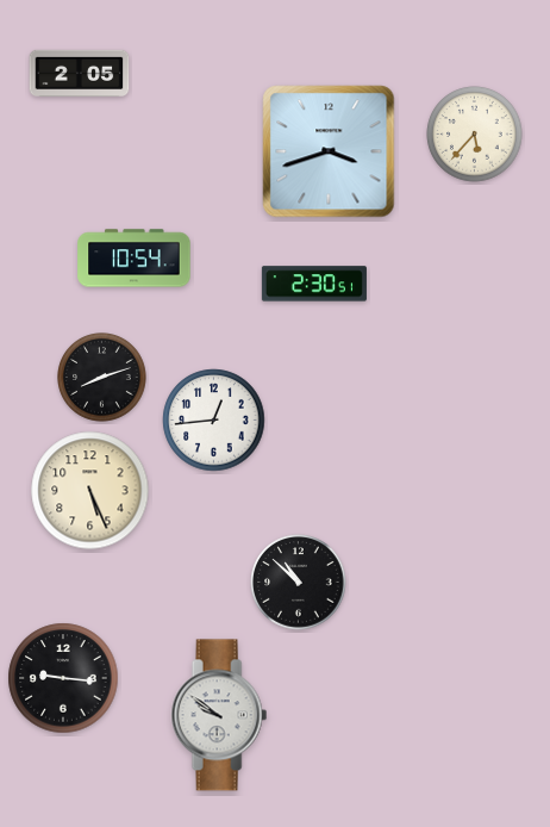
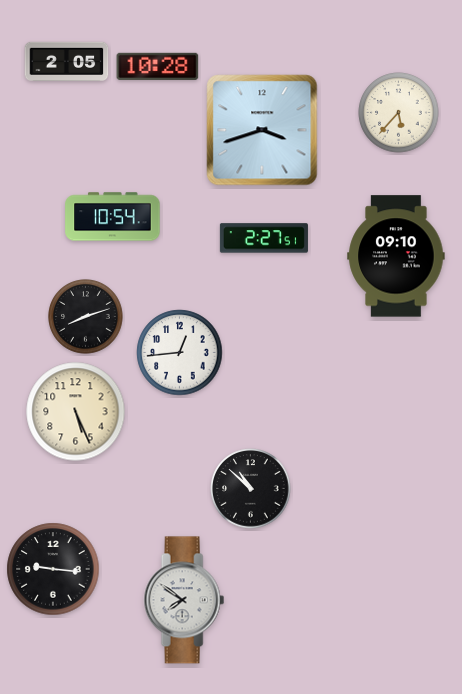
clock at (158, 66): none -> 10:28
clock at (329, 151) position: (329, 151) -> (262, 130)
clock at (314, 284): 2:30 -> 2:27
clock at (396, 256): none -> 09:10
clock at (219, 715): 9:51 -> 7:51
